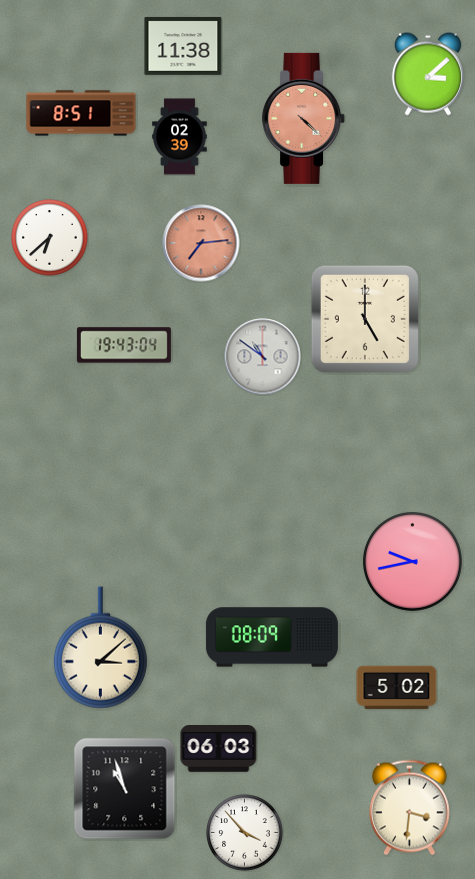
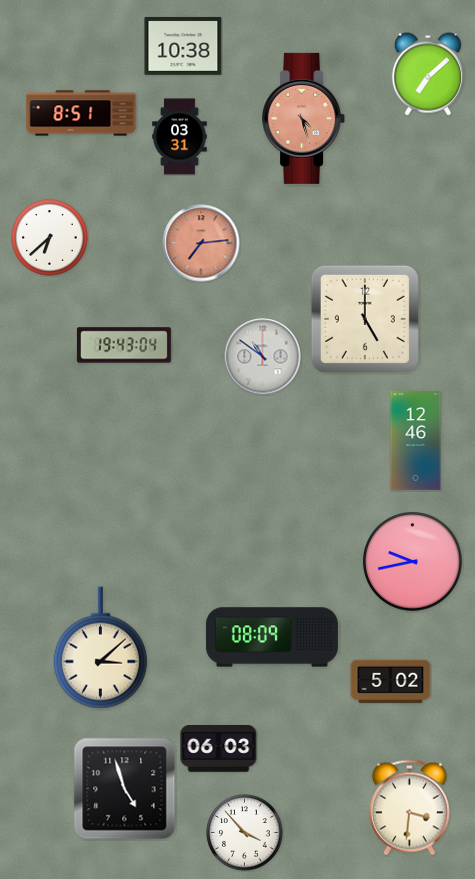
clock at (183, 46): 11:38 -> 10:38
clock at (428, 74): 3:08 -> 7:08
clock at (304, 118): 4:22 -> 4:27
clock at (180, 137): 02:39 -> 03:31
clock at (416, 441): none -> 12:46
clock at (397, 688) position: (397, 688) -> (391, 682)
clock at (125, 789): 10:57 -> 4:57
